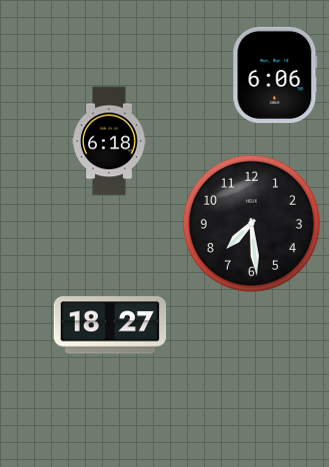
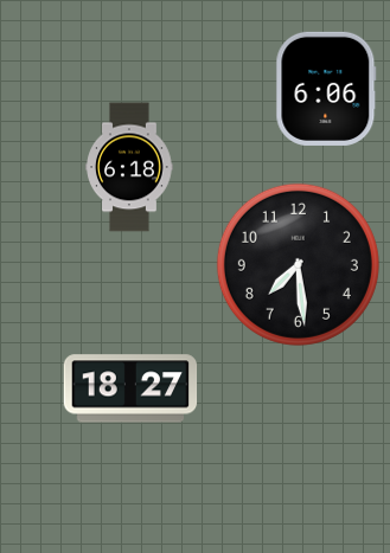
clock at (110, 325) position: (110, 325) -> (130, 388)
